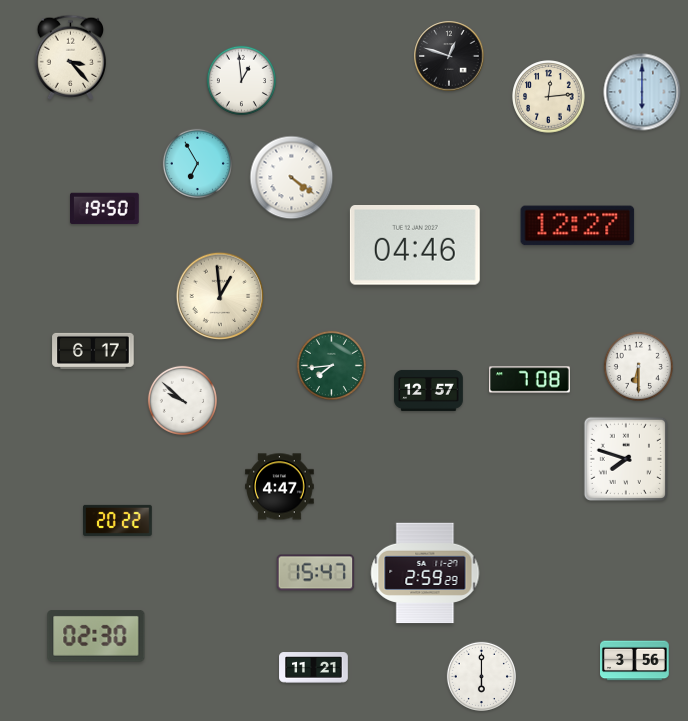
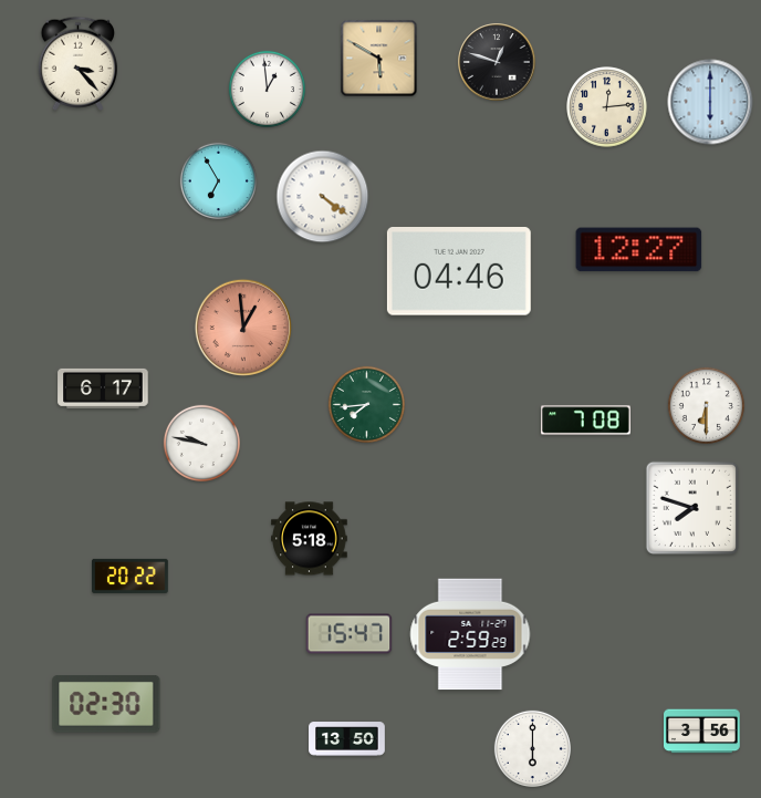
clock at (379, 59): none -> 5:50
clock at (105, 209): 19:50 -> none
clock at (219, 295) dial: cream -> salmon
clock at (429, 390): 12:57 -> none
clock at (182, 400): 9:52 -> 9:47
clock at (280, 487): 4:47 -> 5:18
clock at (314, 668): 11:21 -> 13:50
